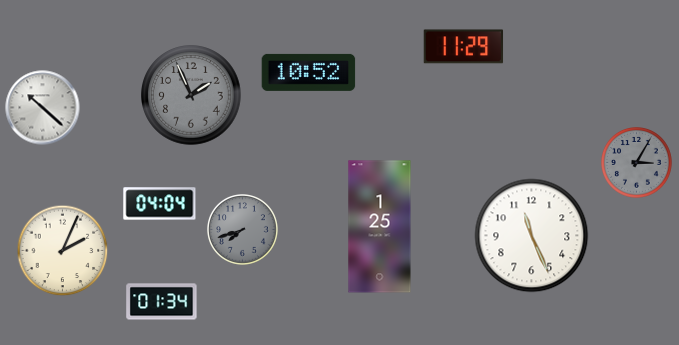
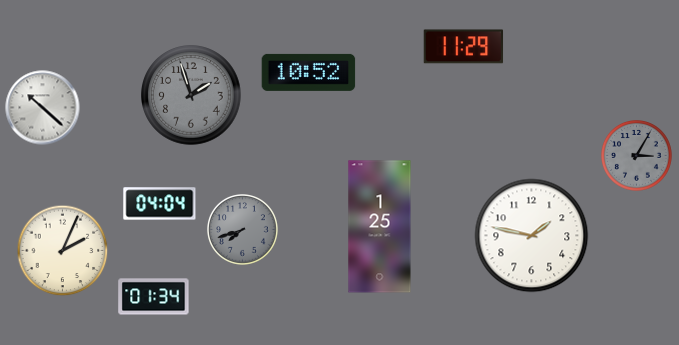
clock at (192, 96): 1:56 -> 1:57
clock at (637, 163) position: (637, 163) -> (637, 156)
clock at (532, 236): 11:26 -> 1:47
clock at (162, 302) position: (162, 302) -> (154, 297)
